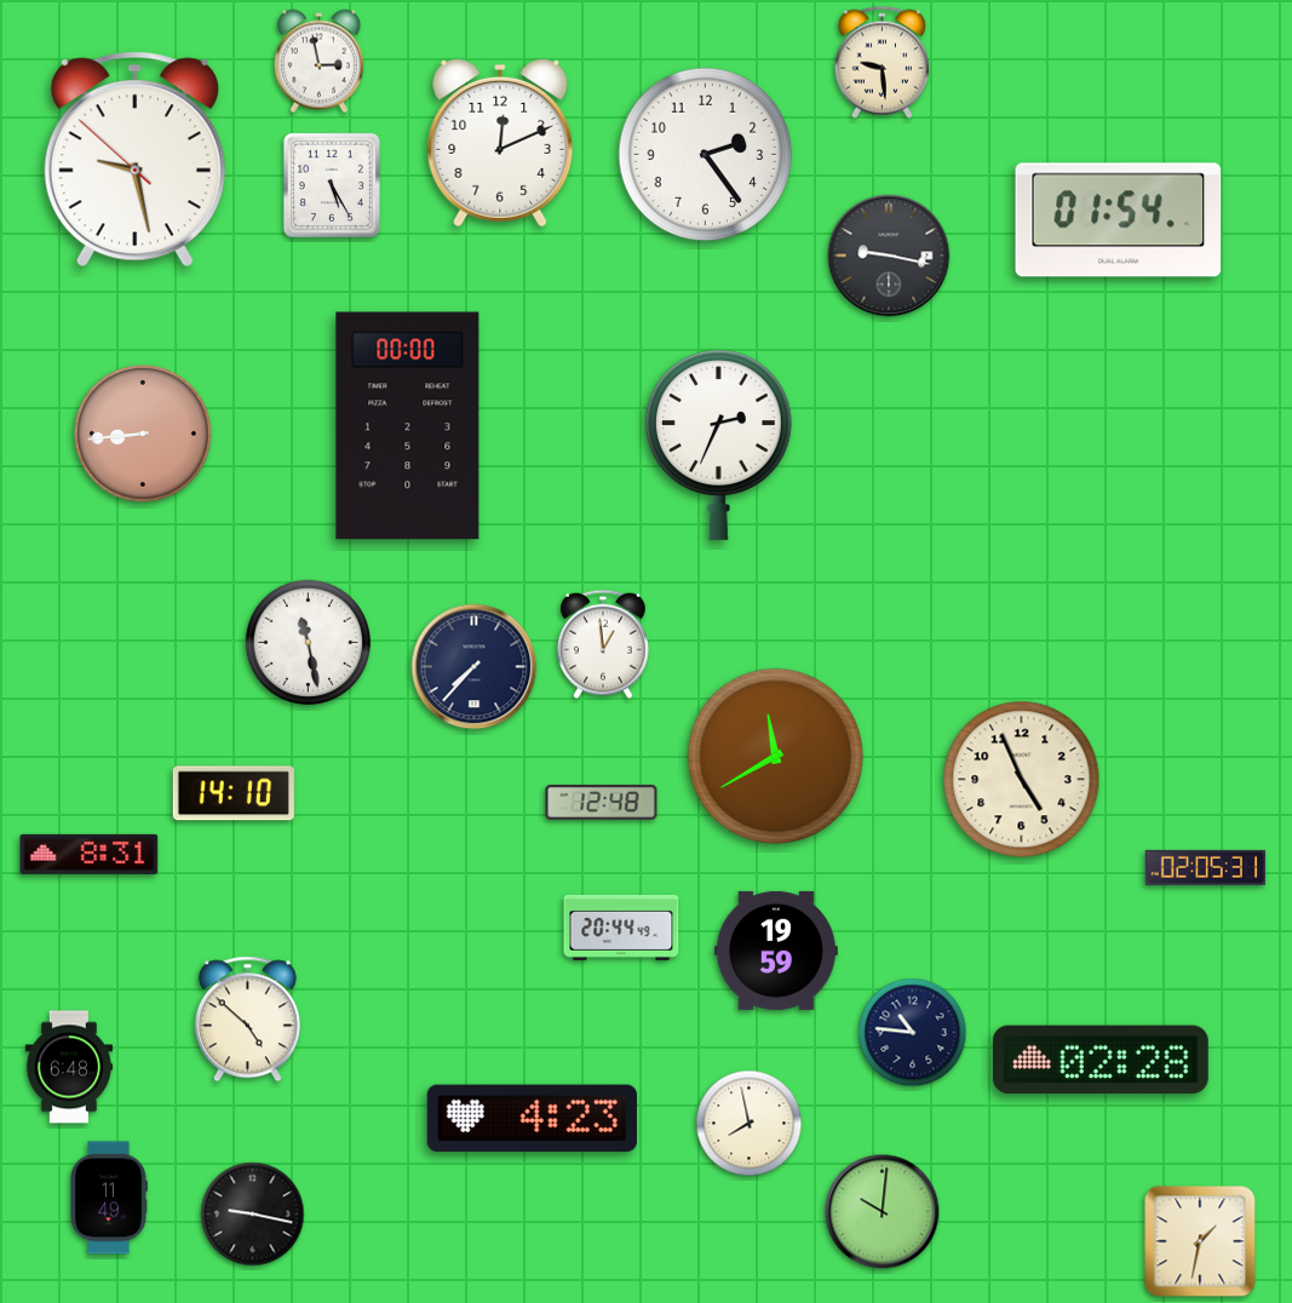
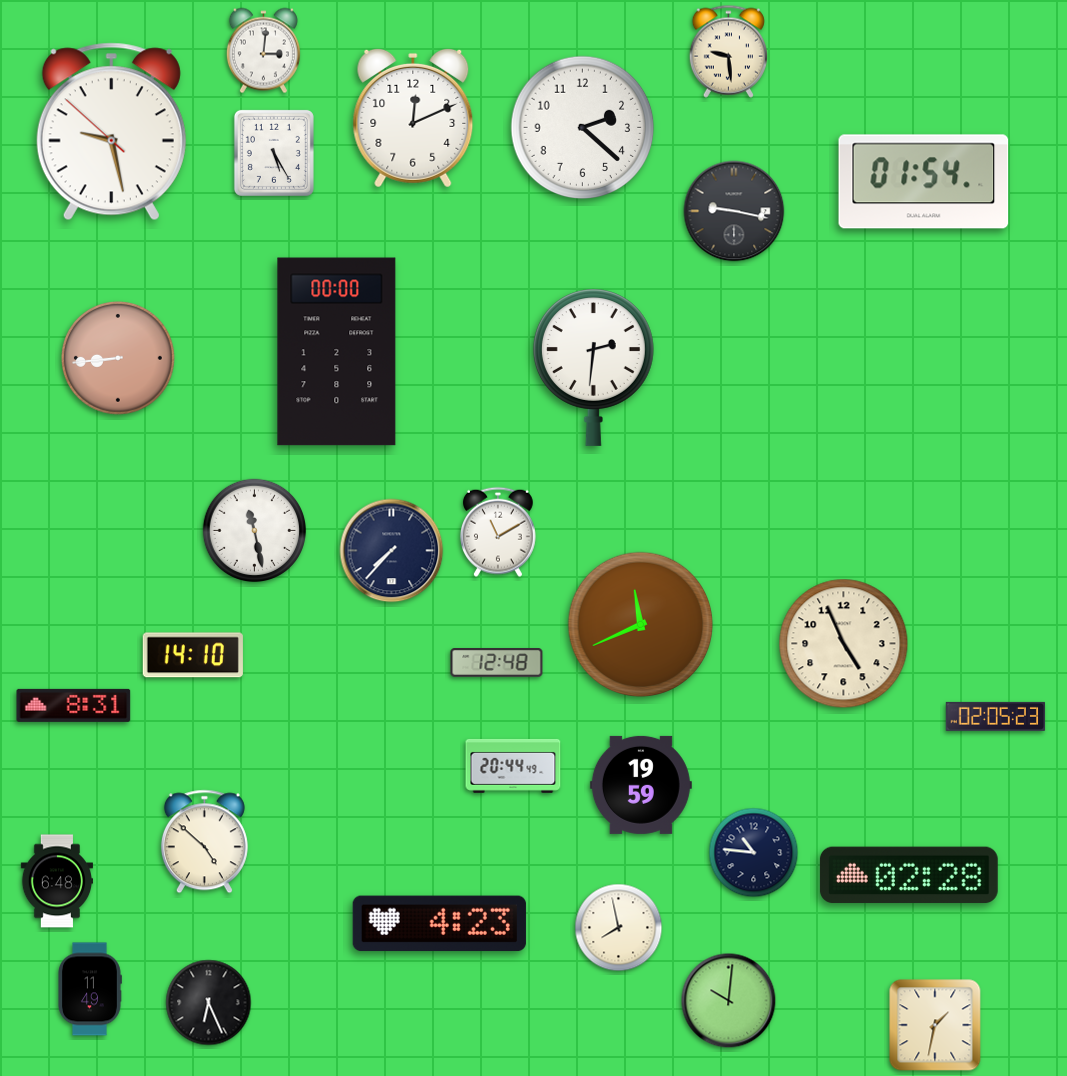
clock at (318, 62): 2:58 -> 3:01
clock at (706, 155): 2:24 -> 2:22
clock at (718, 444): 2:34 -> 2:31
clock at (603, 644): 12:59 -> 11:10
clock at (776, 757): 11:40 -> 11:41
clock at (1206, 867): 02:05:31 -> 02:05:23
clock at (253, 1215): 9:17 -> 6:26
clock at (1200, 1241) position: (1200, 1241) -> (935, 1025)
